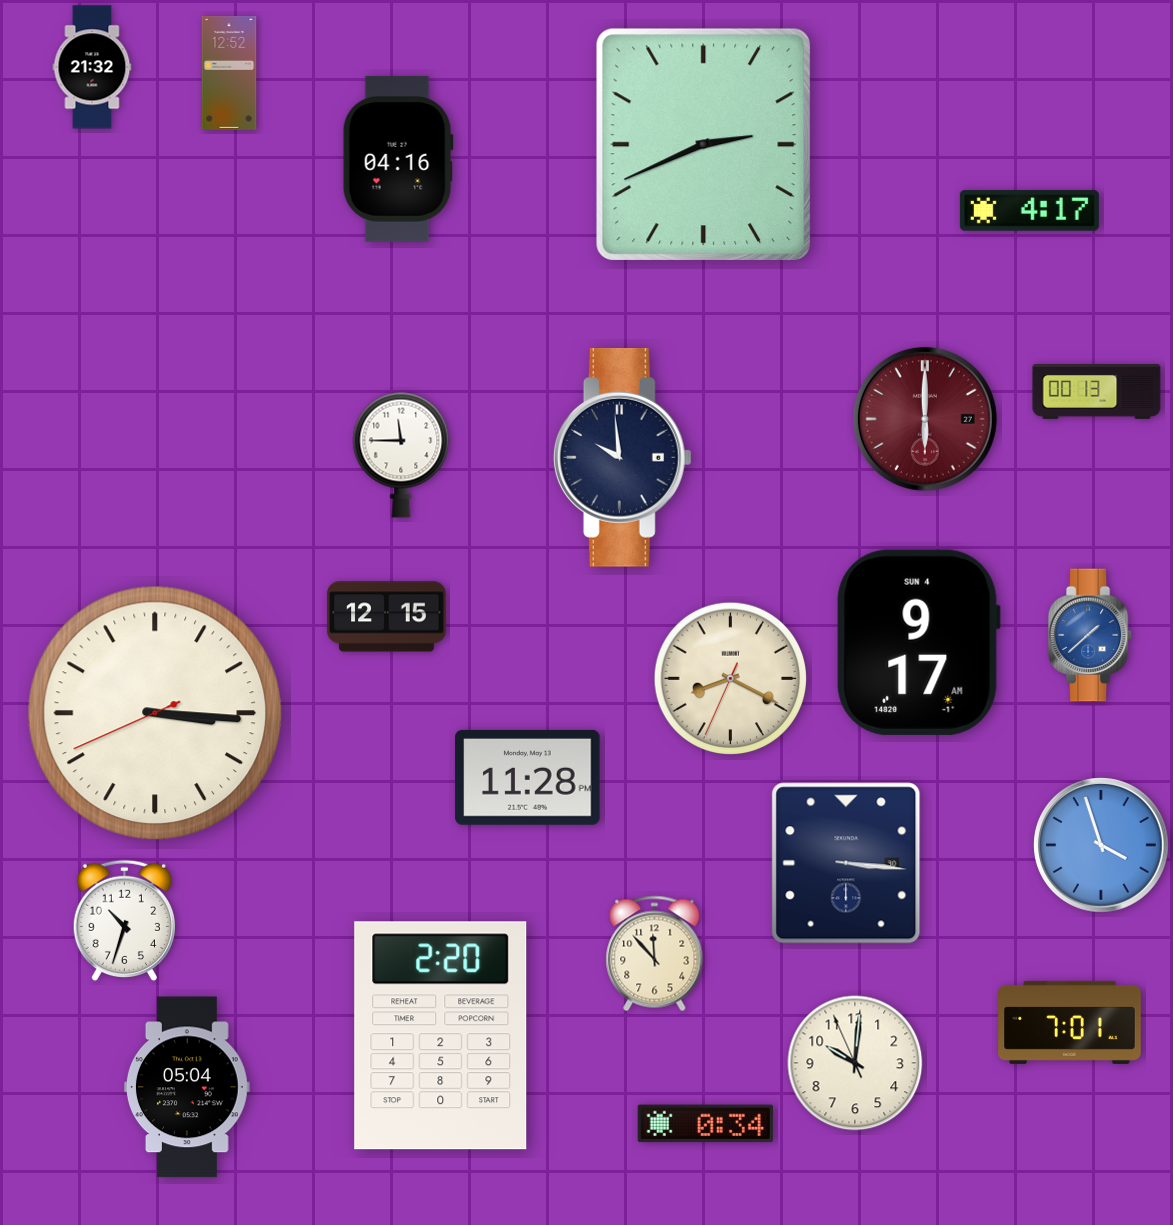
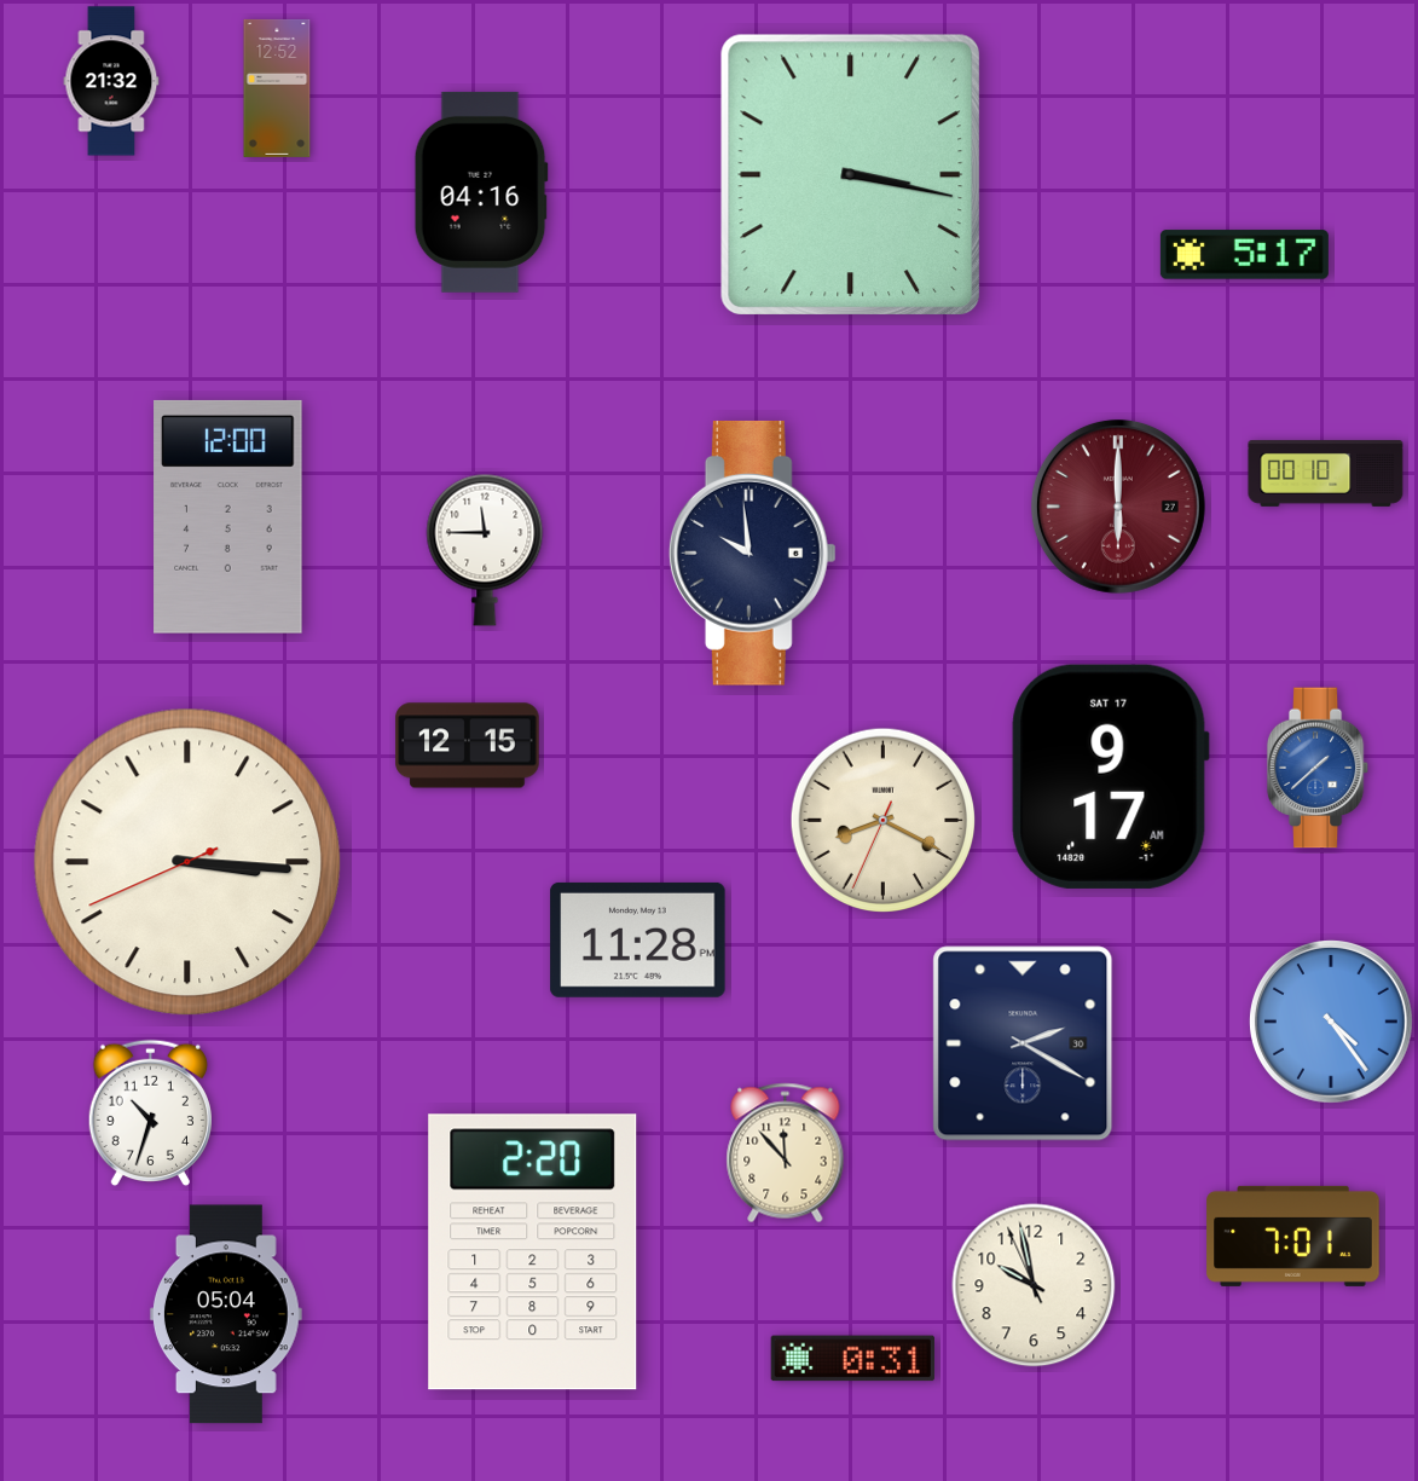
clock at (704, 145): 2:41 -> 3:17
clock at (1029, 211): 4:17 -> 5:17
clock at (1097, 391): 00:13 -> 00:10
clock at (228, 516): none -> 12:00
clock at (918, 642) date: SUN 4 -> SAT 17
clock at (1102, 846): 3:57 -> 4:24
clock at (846, 863): 3:16 -> 2:20
clock at (655, 954) position: (655, 954) -> (786, 1153)
clock at (855, 1063): 10:00 -> 9:57
clock at (705, 1124): 0:34 -> 0:31
